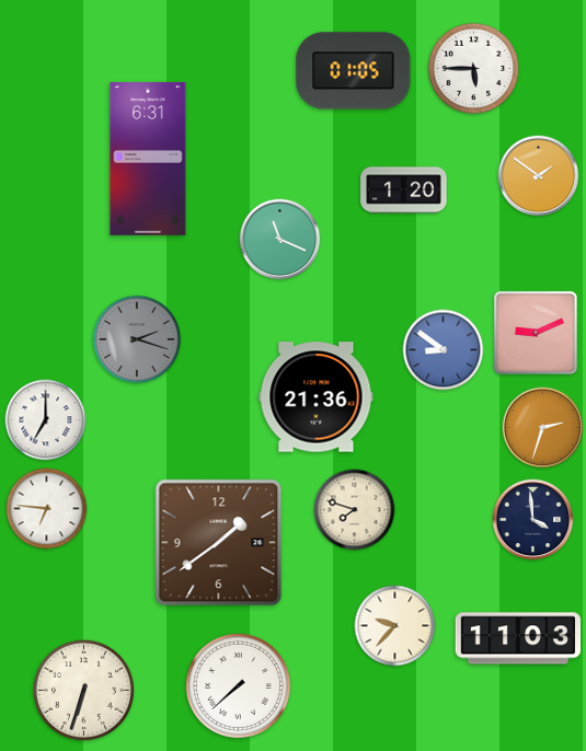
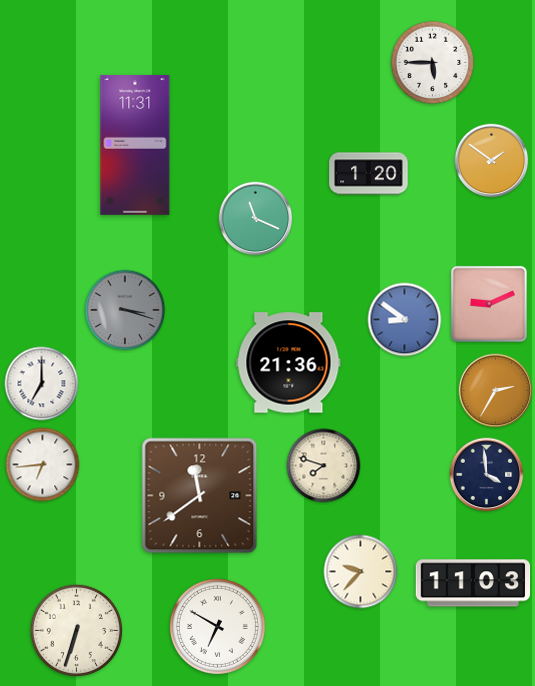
clock at (354, 71): 01:05 -> none
clock at (148, 159): 6:31 -> 11:31
clock at (137, 339): 2:18 -> 3:18
clock at (543, 428): 2:33 -> 2:35
clock at (47, 509): 6:46 -> 6:44
clock at (219, 543): 1:39 -> 11:39
clock at (238, 685): 7:38 -> 6:50
